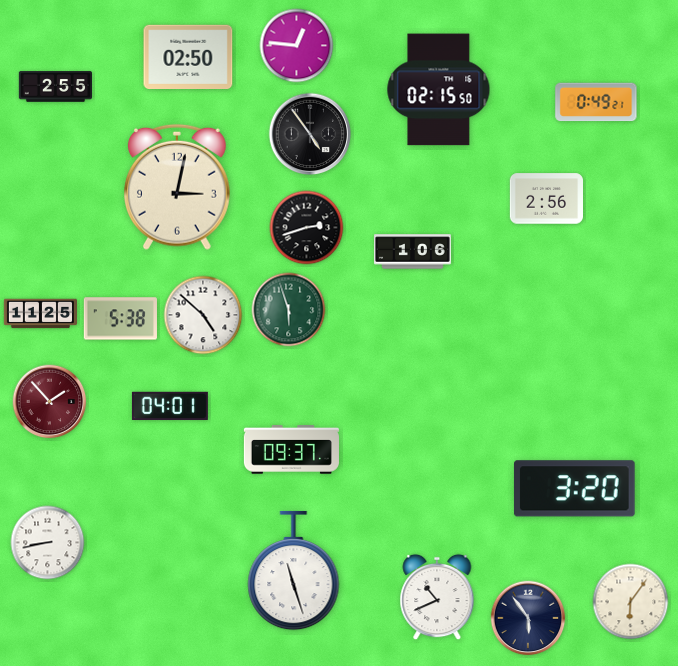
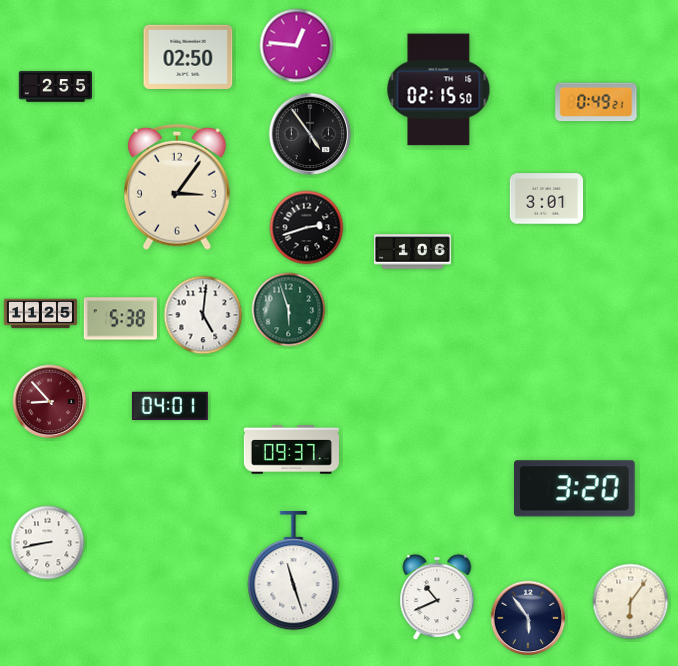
clock at (178, 187): 3:02 -> 3:06
clock at (546, 199): 2:56 -> 3:01
clock at (203, 315): 4:52 -> 5:01
clock at (50, 402): 1:53 -> 8:53
